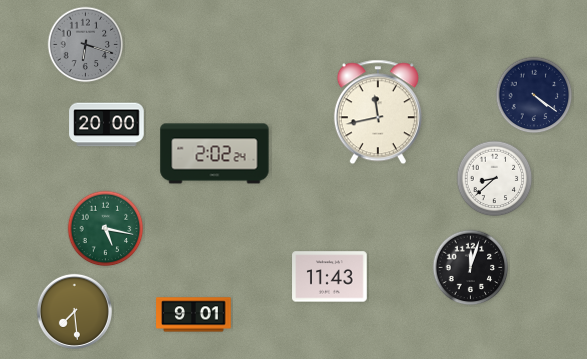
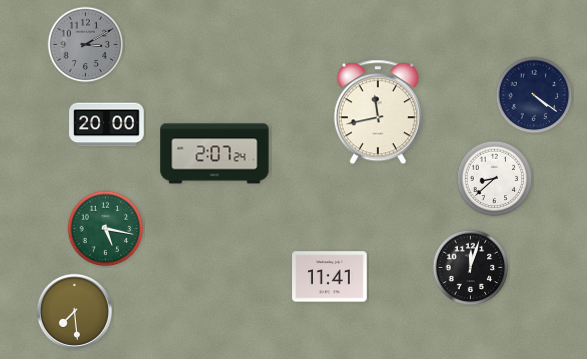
clock at (86, 45): 6:18 -> 3:10
clock at (215, 154): 2:02 -> 2:07
clock at (330, 277): 11:43 -> 11:41
clock at (194, 315): 9:01 -> none
